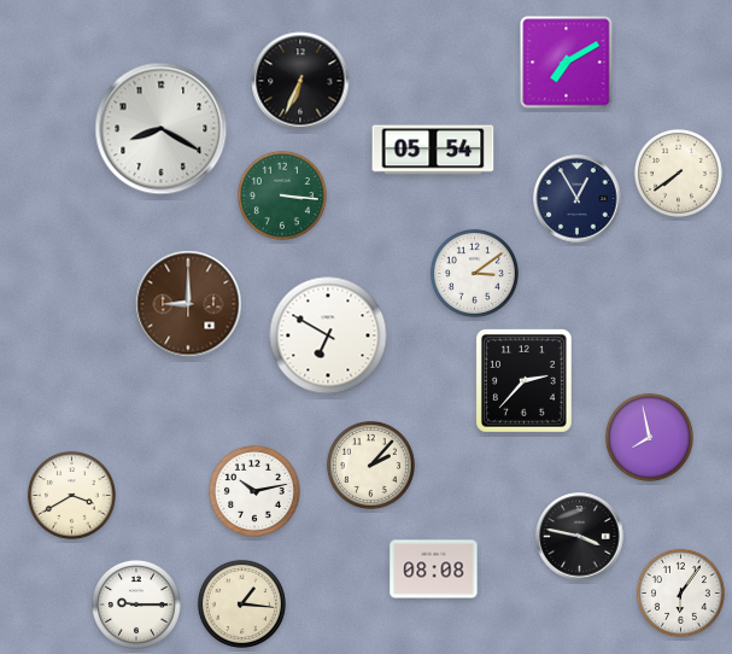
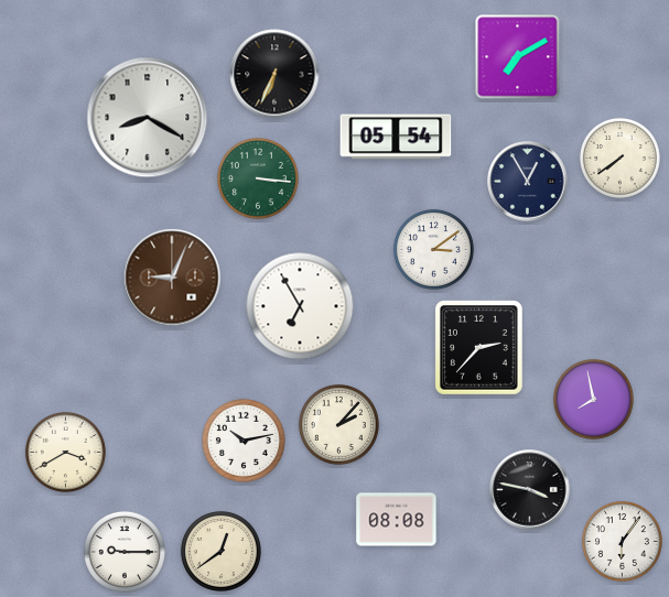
clock at (188, 304): 9:00 -> 9:04
clock at (328, 335): 6:50 -> 6:55
clock at (256, 492) position: (256, 492) -> (245, 442)
clock at (241, 603): 1:16 -> 12:39
